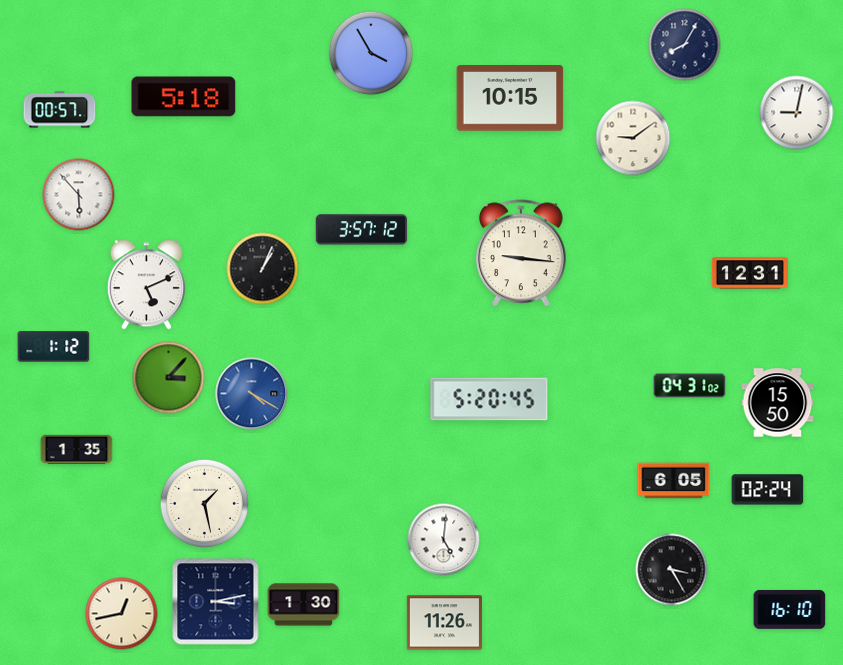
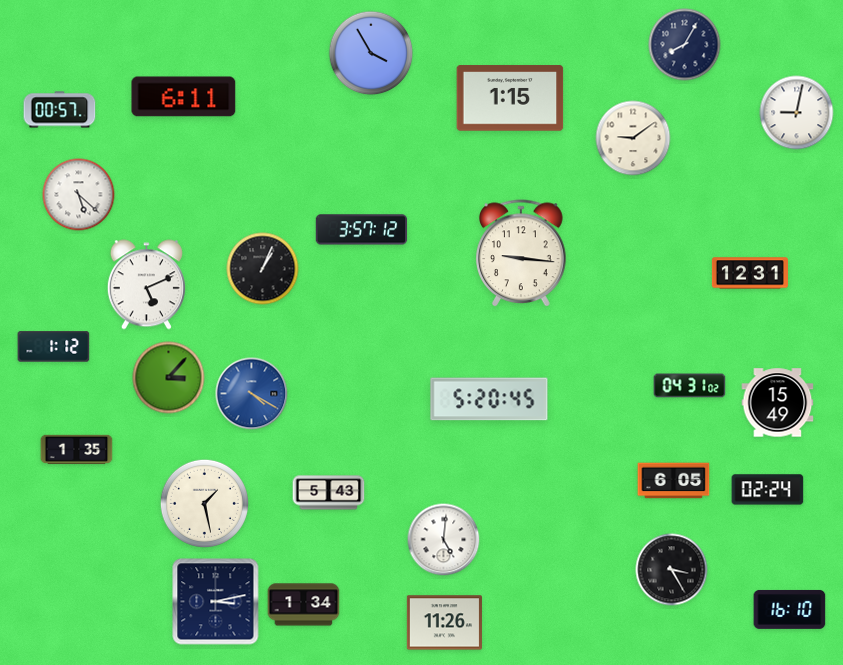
clock at (184, 97): 5:18 -> 6:11
clock at (510, 98): 10:15 -> 1:15
clock at (79, 195): 5:53 -> 5:22
clock at (778, 403): 15:50 -> 15:49
clock at (329, 493): none -> 5:43
clock at (304, 605): 1:30 -> 1:34
clock at (122, 614): 12:43 -> none
